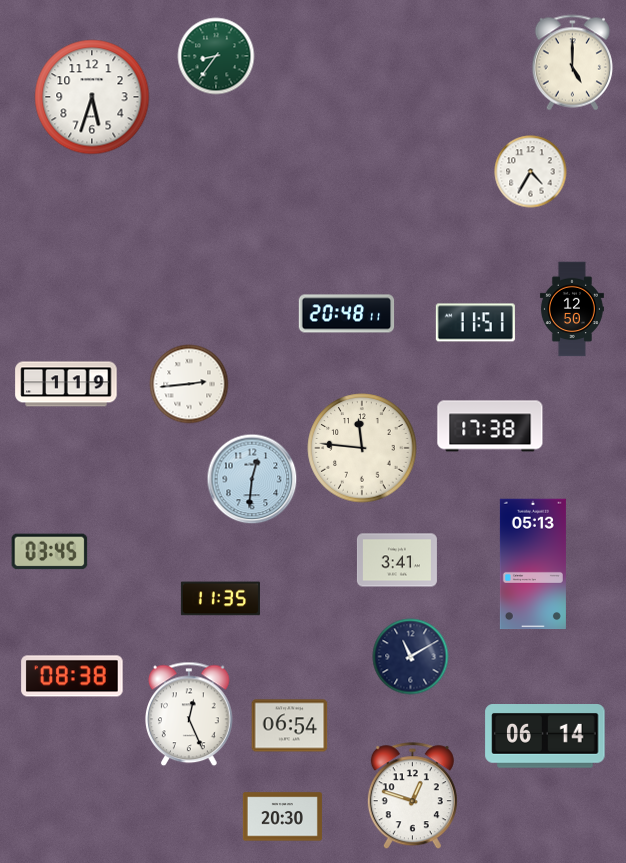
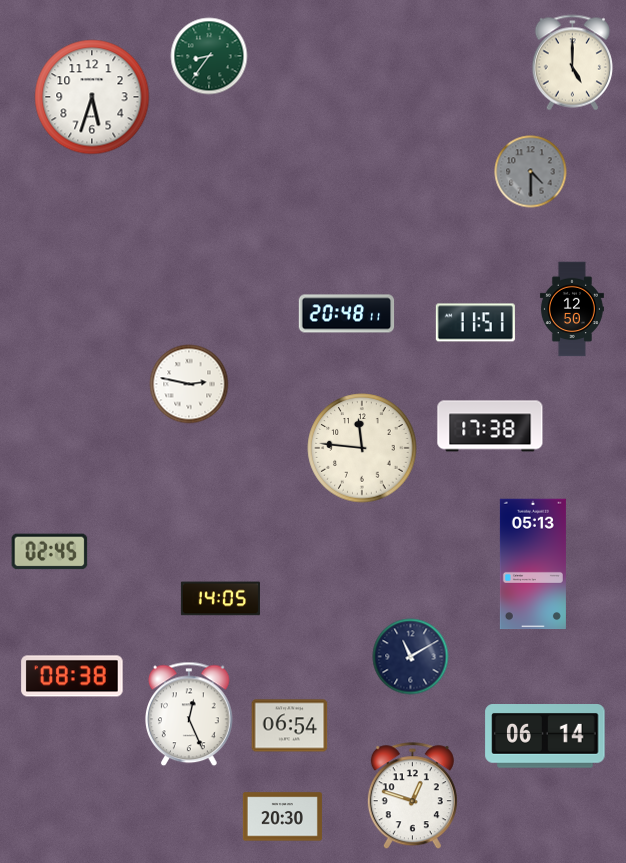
clock at (216, 56) position: (216, 56) -> (209, 56)
clock at (531, 172): 4:35 -> 4:30
clock at (531, 172) dial: white -> grey
clock at (66, 384): 1:19 -> none
clock at (189, 384): 2:44 -> 2:47
clock at (252, 479): 12:31 -> none
clock at (50, 552): 03:45 -> 02:45
clock at (397, 560): 3:41 -> none
clock at (220, 599): 11:35 -> 14:05
